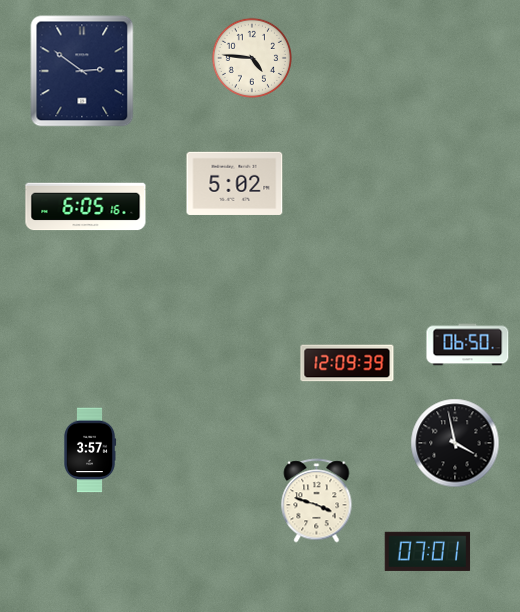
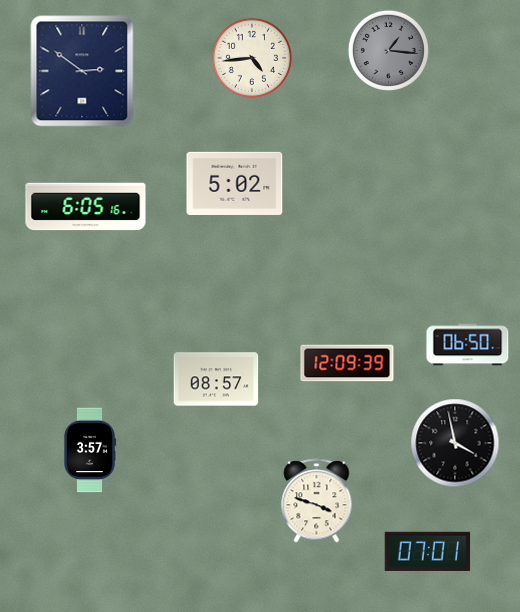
clock at (388, 50): none -> 1:16
clock at (251, 57): 4:46 -> 4:44
clock at (216, 379): none -> 08:57
